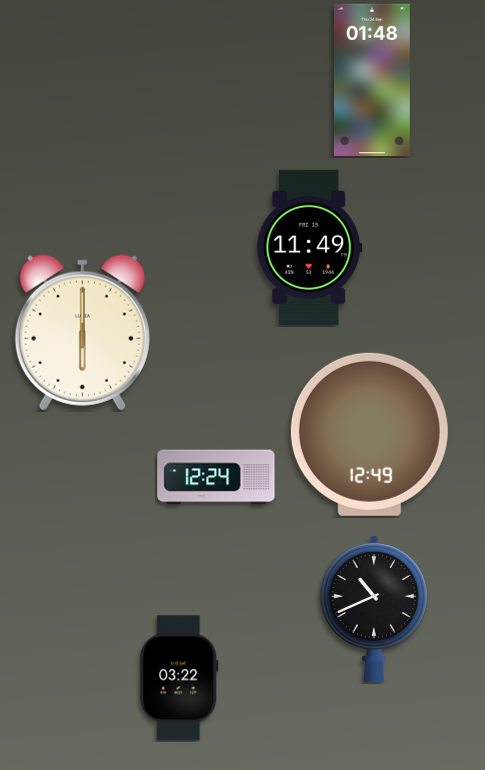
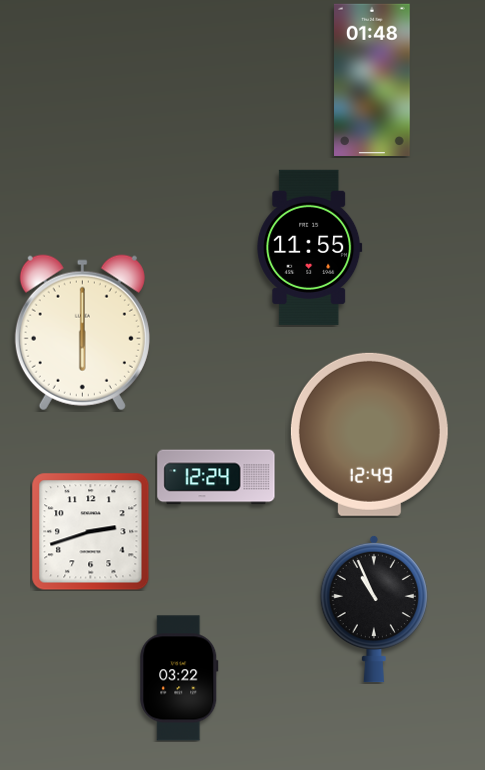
clock at (310, 247): 11:49 -> 11:55
clock at (90, 531): none -> 2:42
clock at (374, 609): 10:41 -> 10:56
